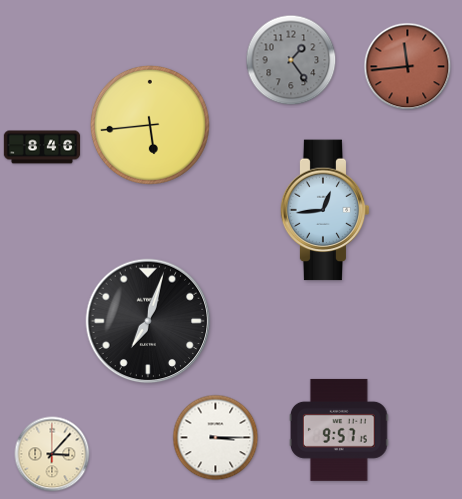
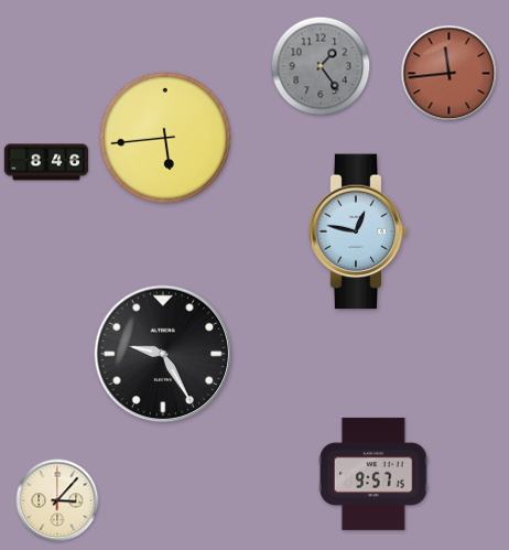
clock at (325, 210): 12:44 -> 12:47
clock at (148, 321): 7:03 -> 9:25
clock at (216, 438): 3:15 -> none
